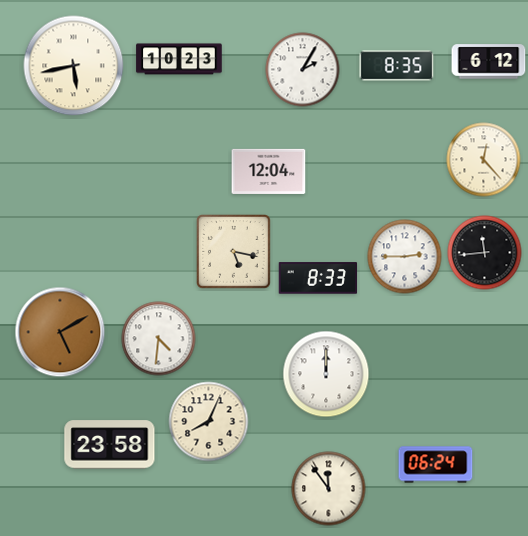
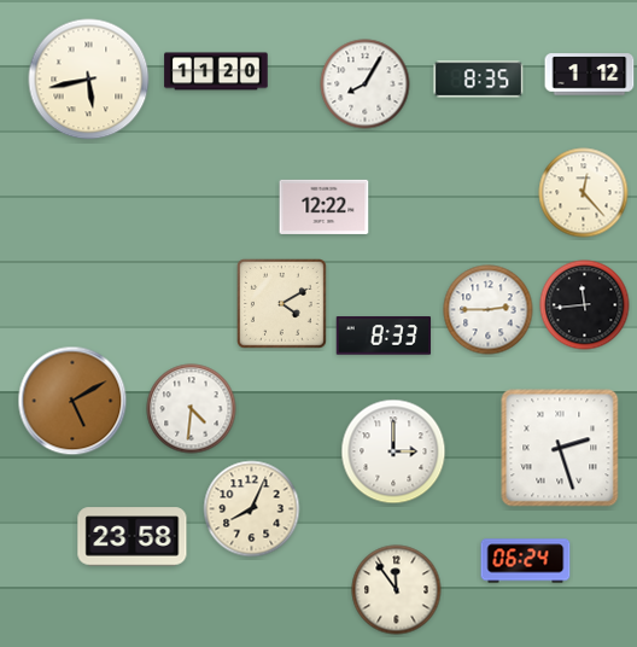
clock at (179, 59): 10:23 -> 11:20
clock at (489, 62): 6:12 -> 1:12
clock at (303, 70): 2:05 -> 8:05
clock at (269, 171): 12:04 -> 12:22
clock at (234, 252): 5:17 -> 4:10
clock at (560, 448): none -> 2:27
clock at (326, 374): 12:00 -> 3:00
